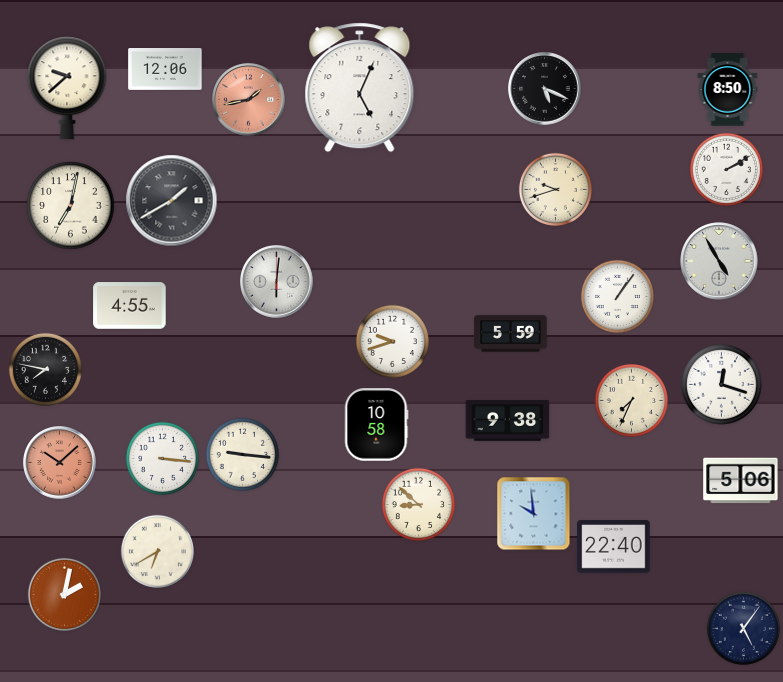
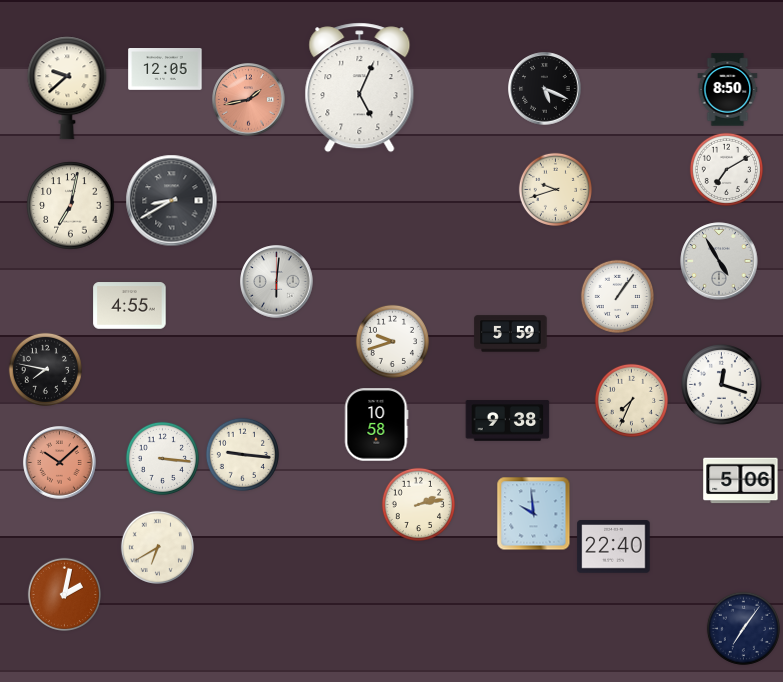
clock at (165, 70): 12:06 -> 12:05
clock at (726, 169): 2:10 -> 7:10
clock at (172, 201): 1:40 -> 8:40
clock at (418, 504): 8:52 -> 2:13
clock at (157, 551) position: (157, 551) -> (157, 547)
clock at (743, 628): 5:06 -> 7:06
